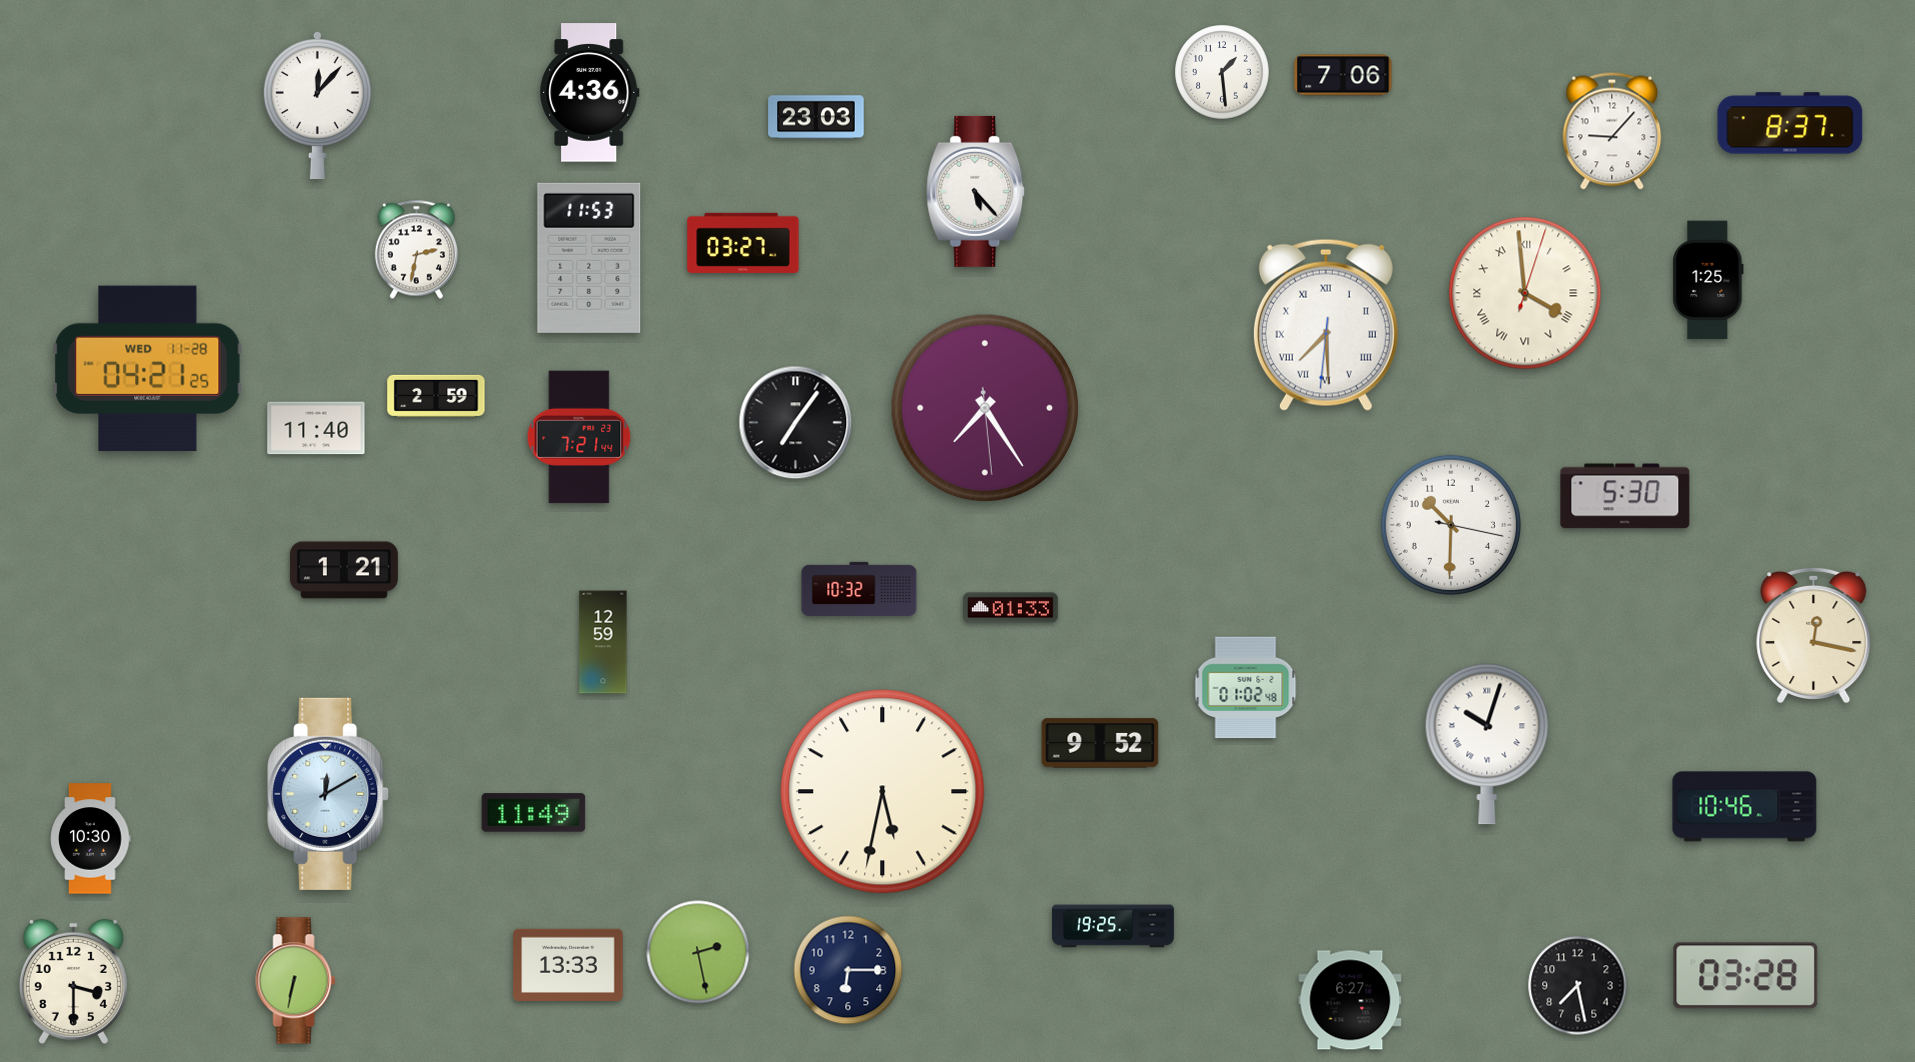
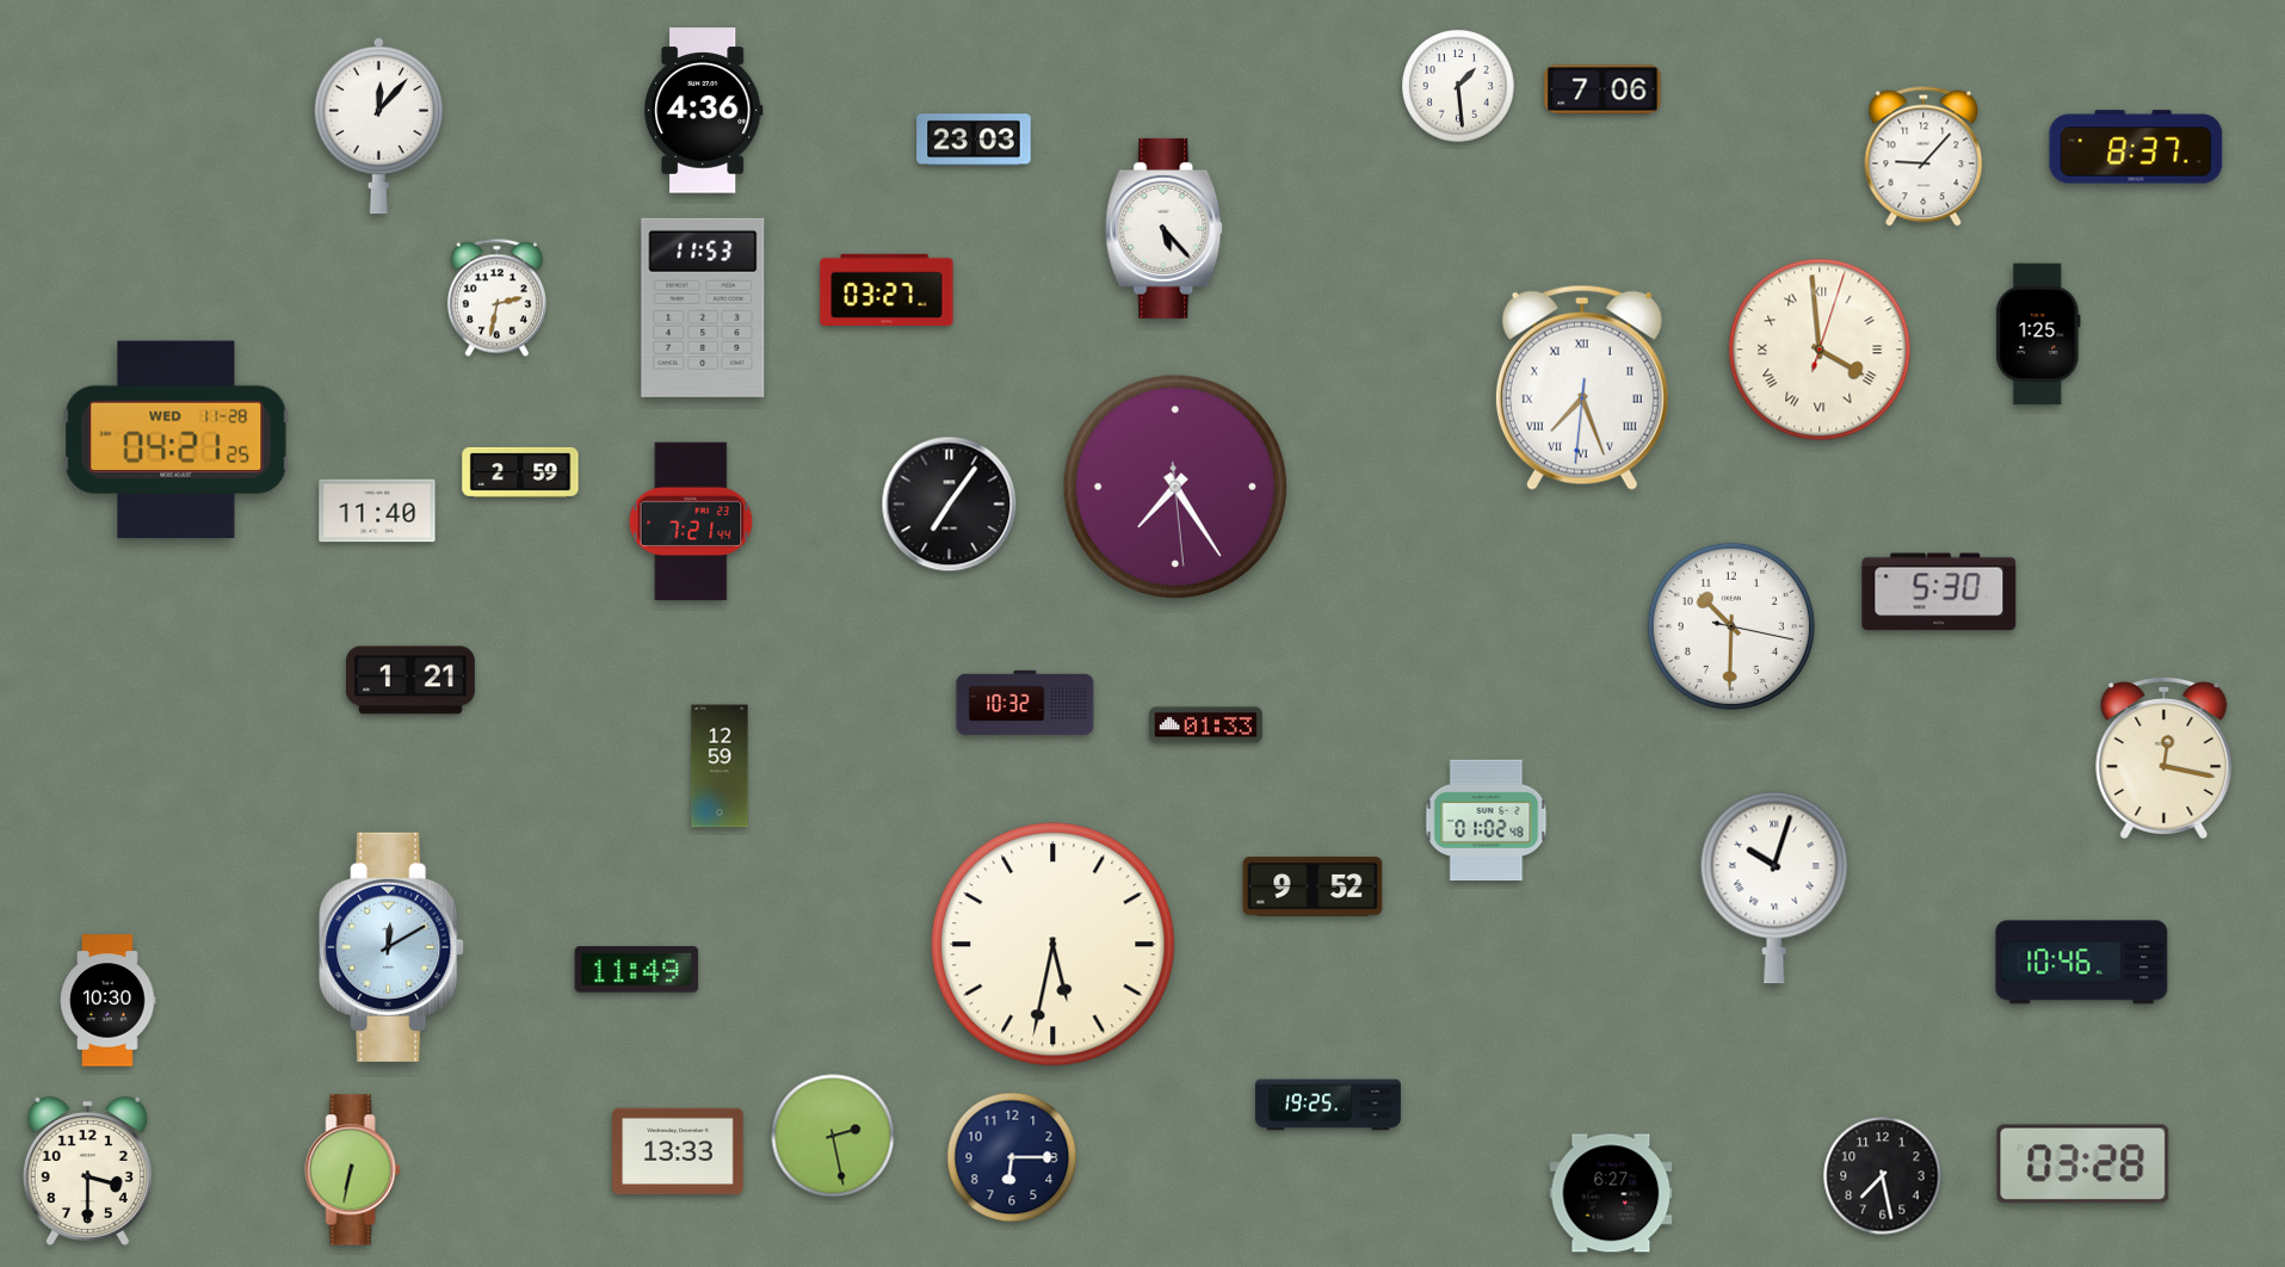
clock at (1326, 325): 7:29 -> 7:26
